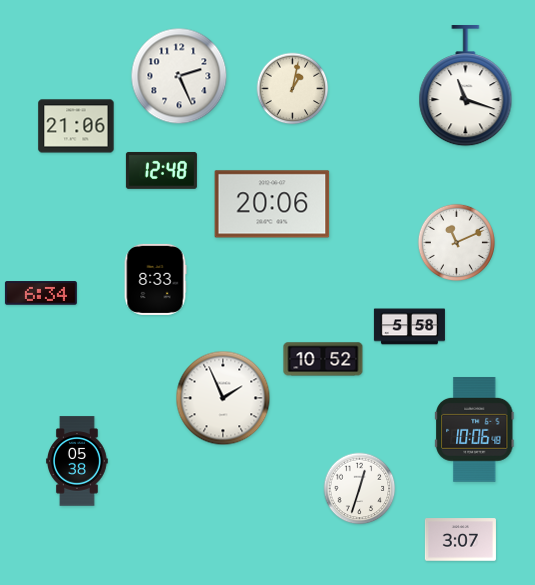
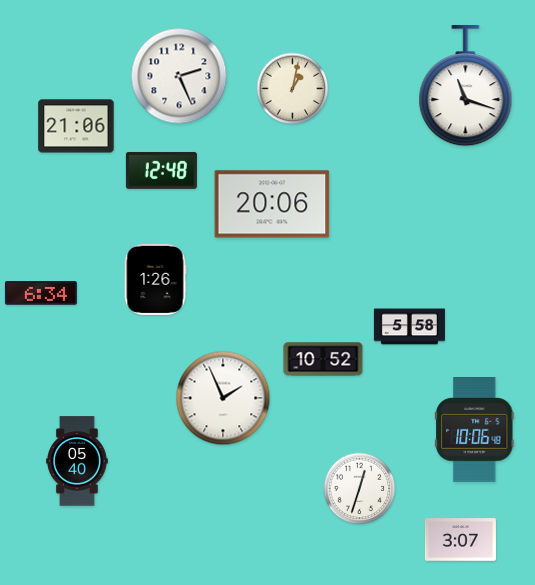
clock at (456, 242): 11:11 -> none
clock at (155, 279): 8:33 -> 1:26
clock at (78, 461): 05:38 -> 05:40
